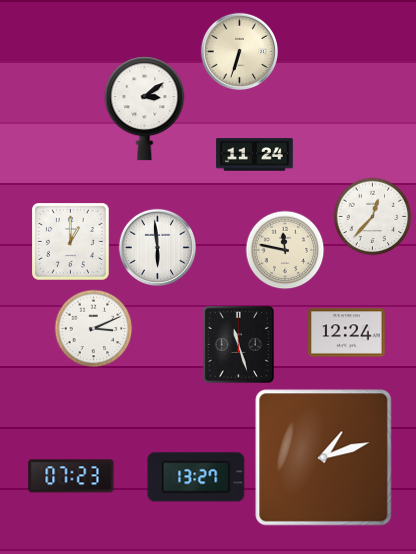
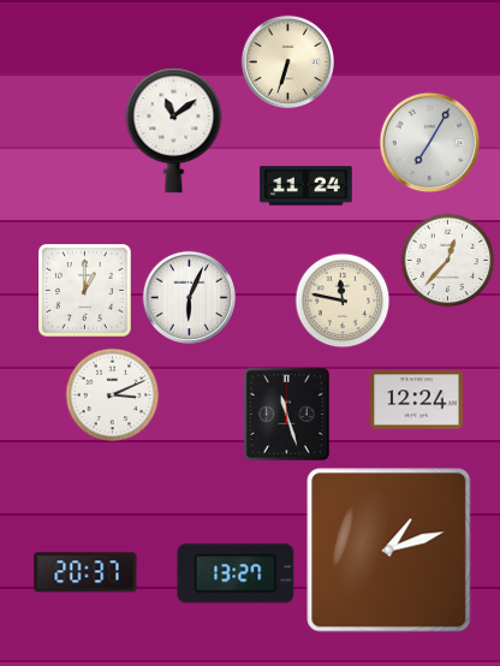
clock at (145, 109): 3:09 -> 11:09
clock at (429, 142): none -> 7:05
clock at (157, 247): 5:59 -> 6:04
clock at (71, 476): 07:23 -> 20:37
